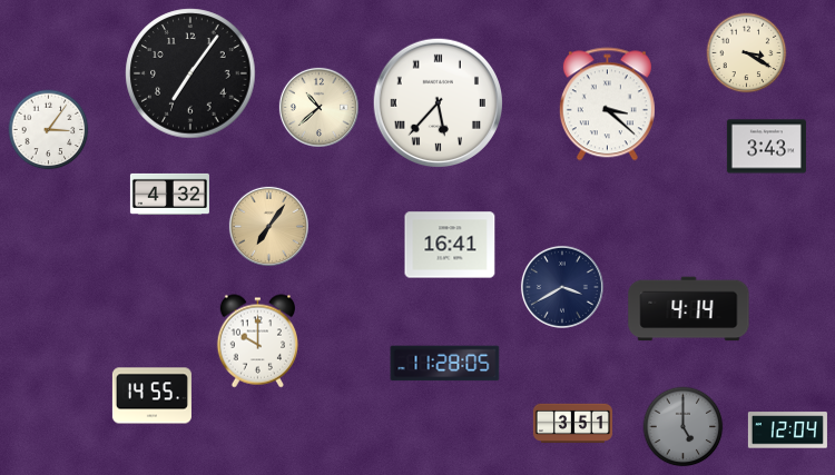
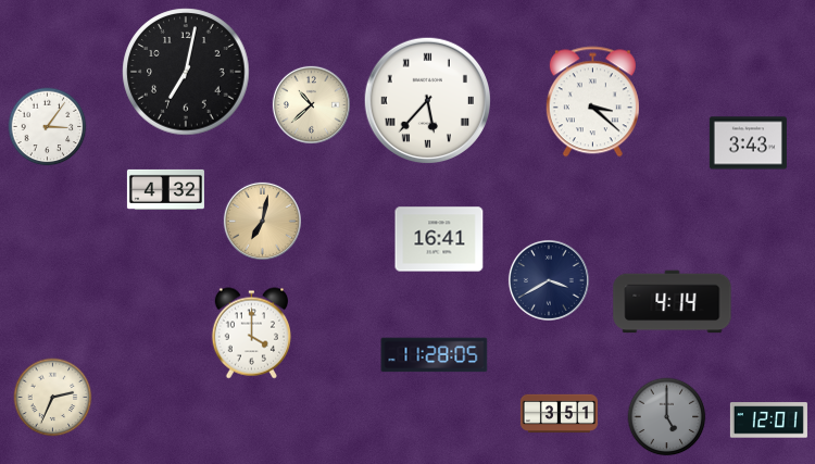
clock at (747, 53): 3:20 -> none
clock at (190, 73): 7:06 -> 7:02
clock at (268, 226): 7:06 -> 7:02
clock at (257, 342): 10:00 -> 4:00
clock at (151, 396): 14:55 -> none
clock at (53, 398): none -> 2:34
clock at (787, 431): 12:04 -> 12:01
